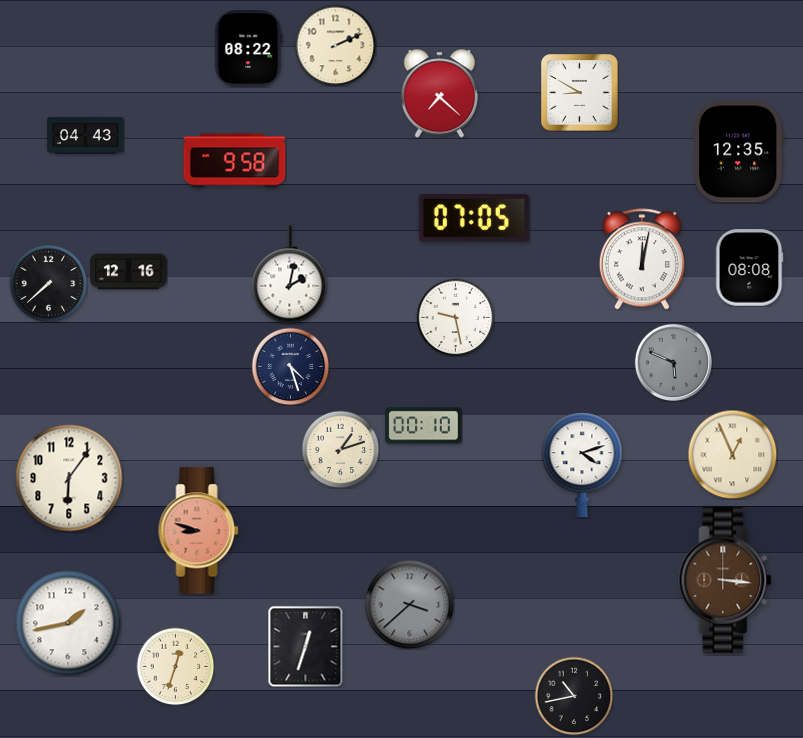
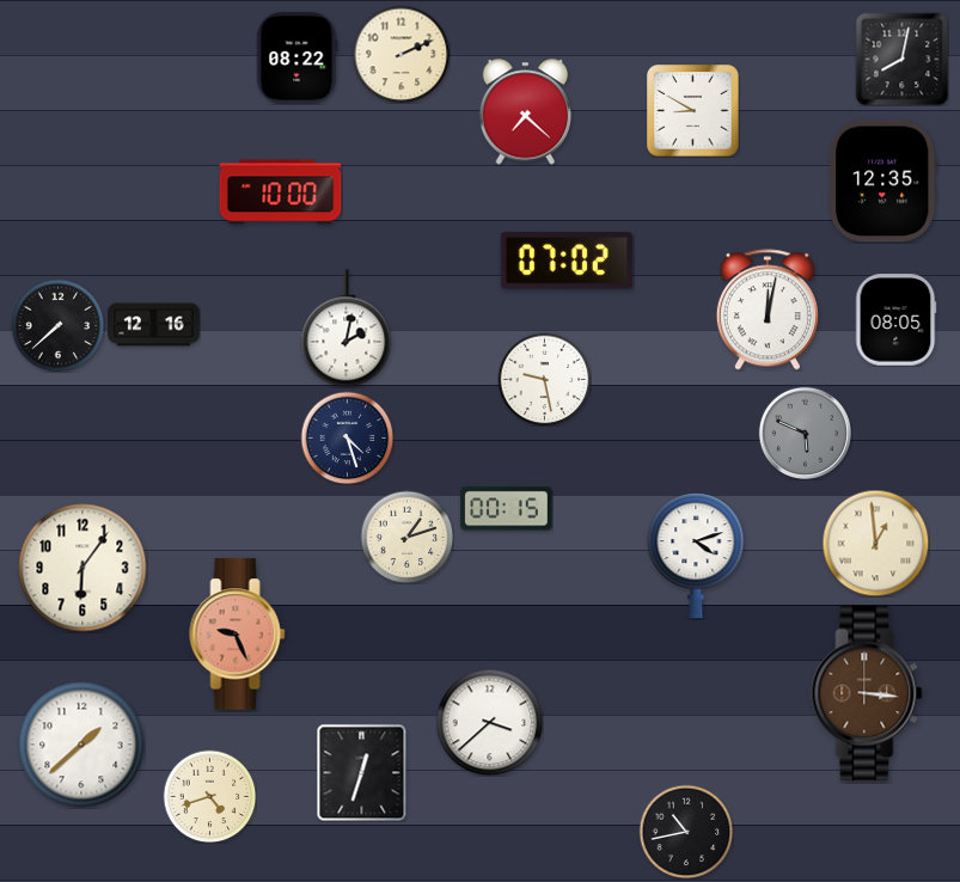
clock at (901, 59): none -> 8:02
clock at (86, 136): 04:43 -> none
clock at (235, 161): 9:58 -> 10:00
clock at (474, 218): 07:05 -> 07:02
clock at (749, 268): 08:08 -> 08:05
clock at (48, 283) position: (48, 283) -> (57, 325)
clock at (424, 426): 00:10 -> 00:15
clock at (732, 454): 12:56 -> 12:59
clock at (69, 478) position: (69, 478) -> (82, 568)
clock at (199, 531): 8:48 -> 9:26
clock at (409, 604) dial: grey -> white
clock at (68, 623): 1:43 -> 1:38
clock at (306, 646) position: (306, 646) -> (362, 772)
clock at (175, 666): 12:33 -> 4:42
